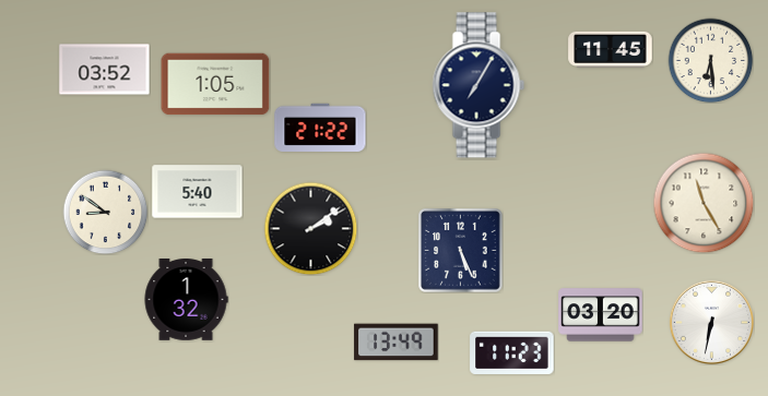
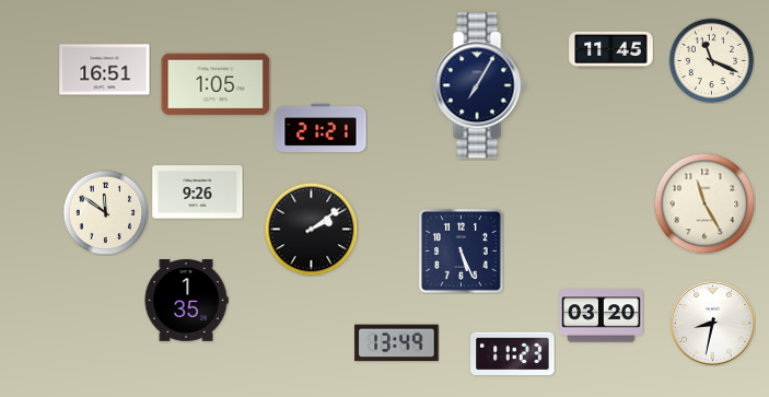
clock at (710, 60): 6:29 -> 11:19
clock at (105, 70): 03:52 -> 16:51
clock at (320, 127): 21:22 -> 21:21
clock at (198, 192): 5:40 -> 9:26
clock at (105, 212): 8:51 -> 11:51
clock at (186, 300): 1:32 -> 1:35
clock at (711, 322): 6:32 -> 8:32
